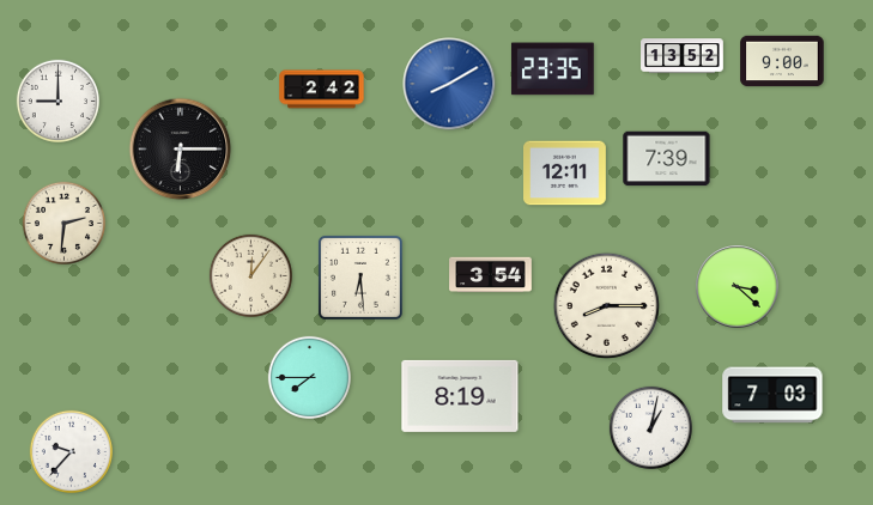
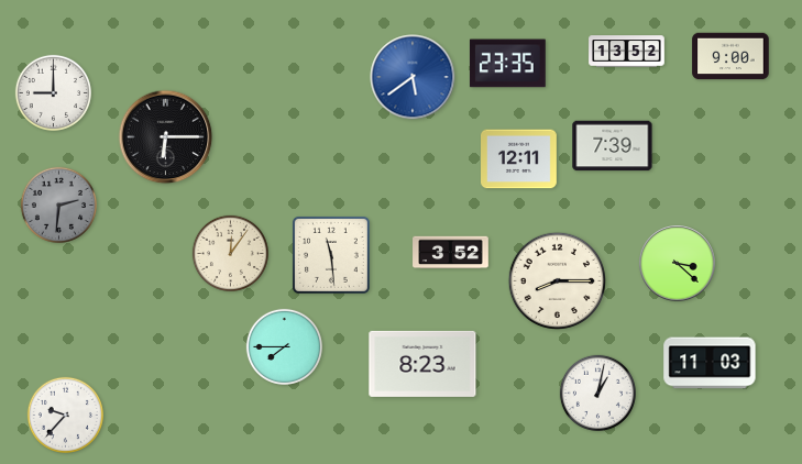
clock at (782, 61) position: (782, 61) -> (730, 56)
clock at (449, 84): 8:10 -> 5:39
clock at (322, 90): 2:42 -> none
clock at (63, 223) dial: cream -> grey
clock at (491, 275): 3:54 -> 3:52
clock at (360, 278): 6:29 -> 11:29
clock at (772, 395): 7:03 -> 11:03
clock at (460, 396): 8:19 -> 8:23
